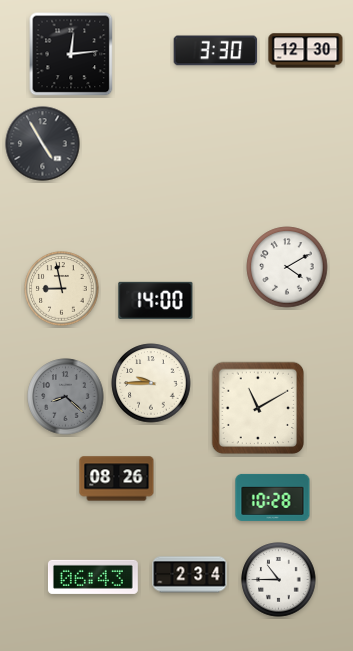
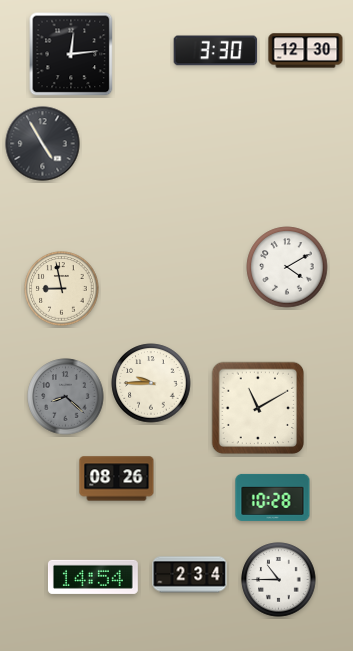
clock at (156, 300): 14:00 -> none
clock at (93, 577): 06:43 -> 14:54
